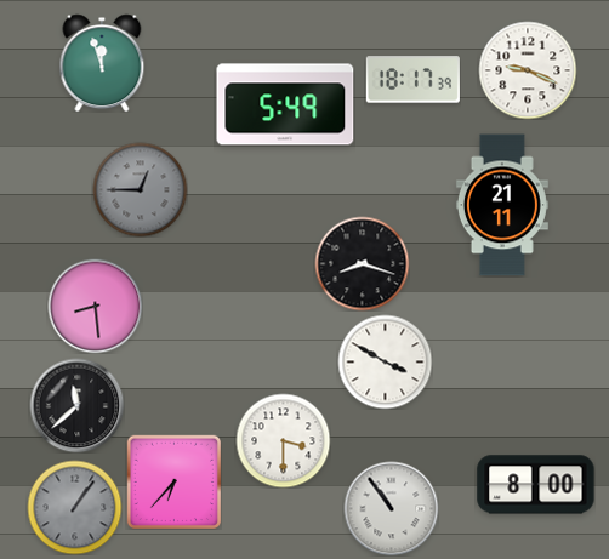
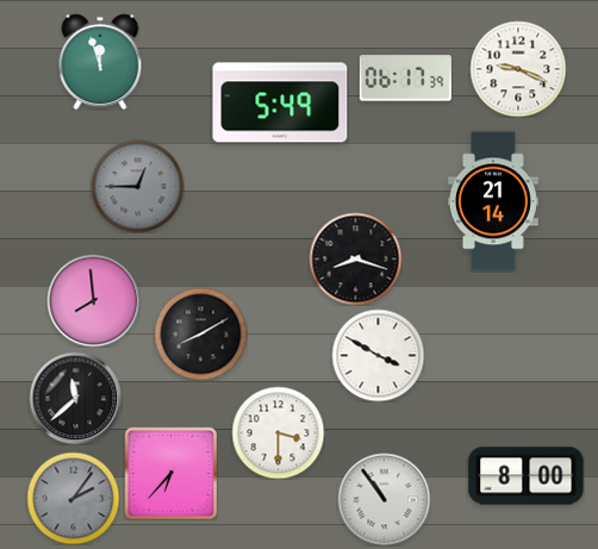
clock at (412, 80): 18:17 -> 06:17
clock at (502, 205): 21:11 -> 21:14
clock at (95, 306): 8:29 -> 7:59
clock at (200, 333): none -> 8:10
clock at (74, 507): 1:06 -> 2:06
